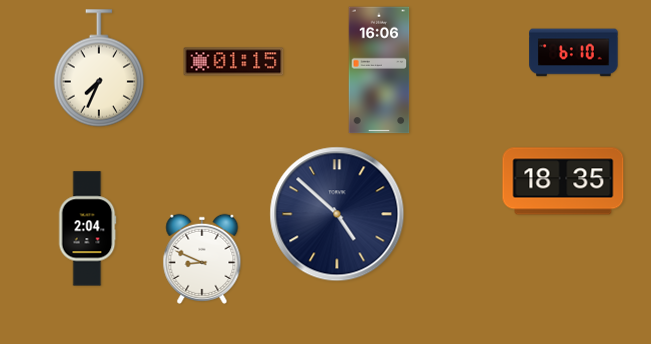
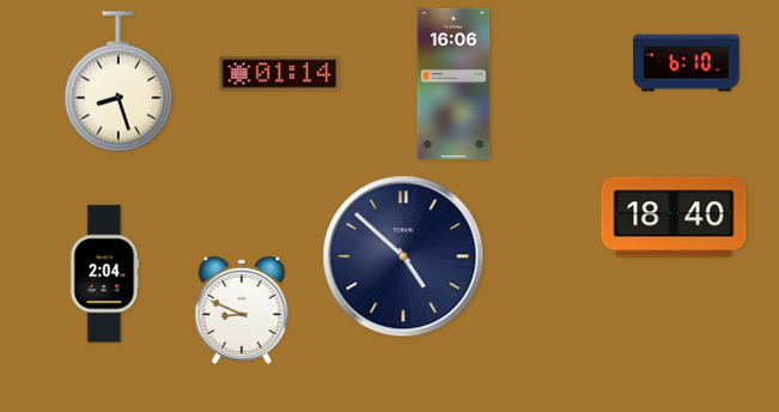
clock at (234, 62): 01:15 -> 01:14
clock at (99, 68): 7:34 -> 8:27
clock at (563, 181): 18:35 -> 18:40
